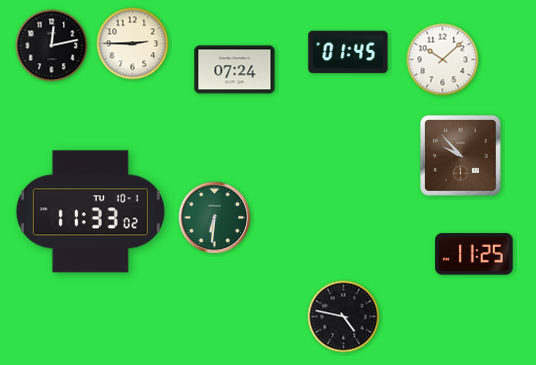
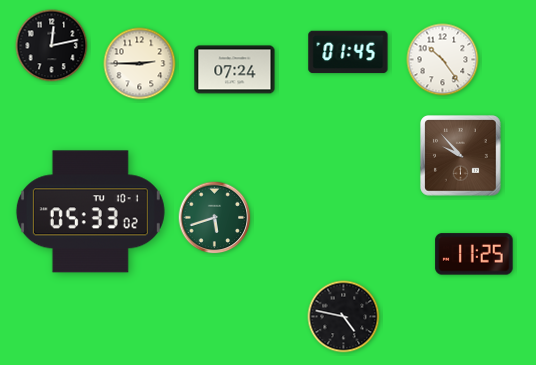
clock at (133, 44) position: (133, 44) -> (140, 64)
clock at (443, 60): 10:08 -> 10:24
clock at (90, 212): 11:33 -> 05:33
clock at (215, 218): 6:31 -> 5:42
